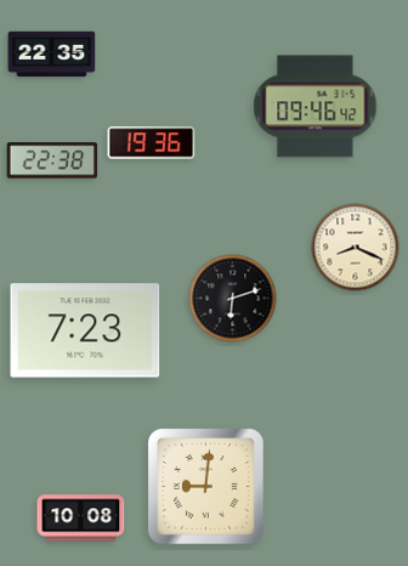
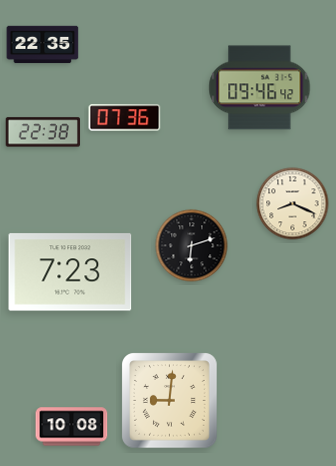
clock at (152, 143): 19:36 -> 07:36
clock at (81, 519) position: (81, 519) -> (72, 427)
